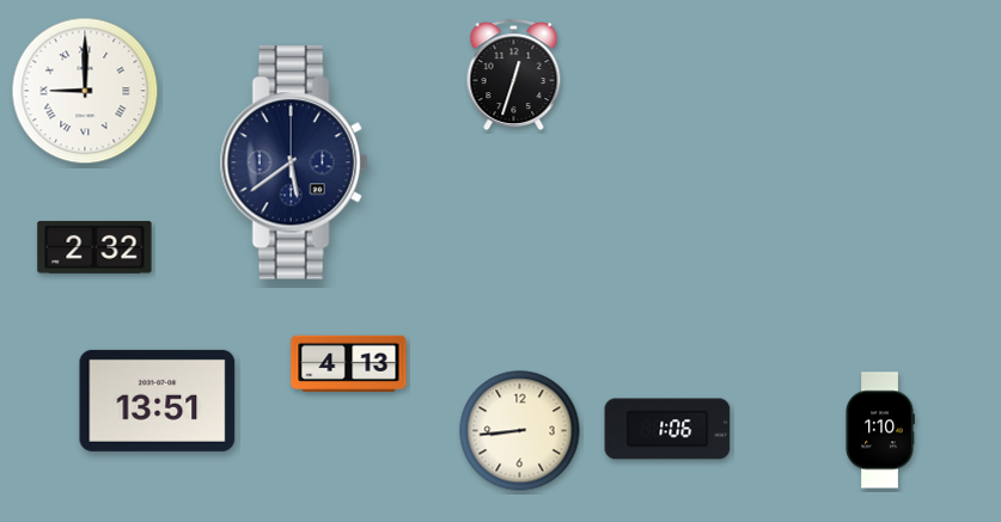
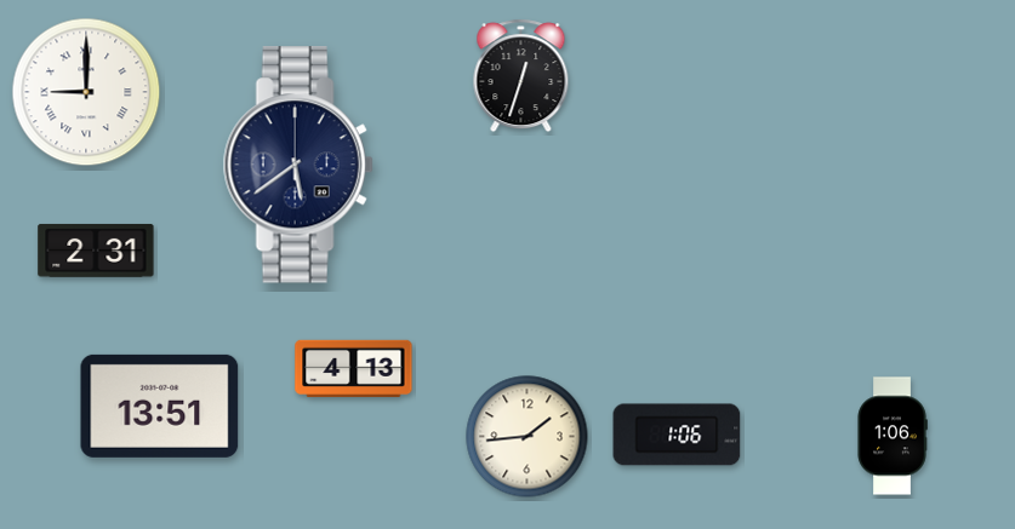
clock at (94, 247): 2:32 -> 2:31
clock at (880, 430): 1:10 -> 1:06
clock at (520, 431): 8:44 -> 1:44
